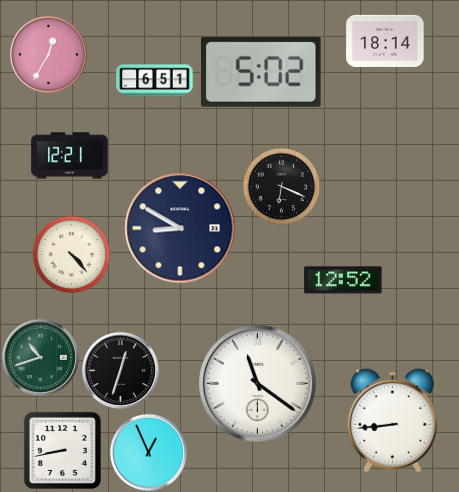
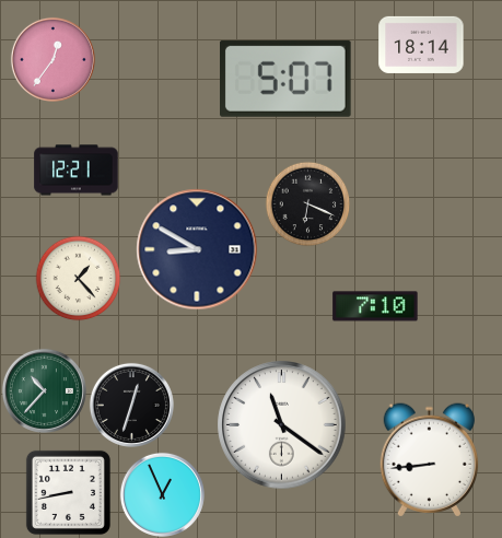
clock at (48, 54): 12:35 -> 12:36
clock at (262, 72): 5:02 -> 5:07
clock at (155, 81): 6:51 -> none
clock at (71, 254): 4:23 -> 1:23
clock at (343, 280): 12:52 -> 7:10
clock at (40, 357): 10:42 -> 10:37
clock at (258, 384) position: (258, 384) -> (282, 425)
